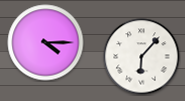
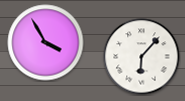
clock at (46, 43): 4:15 -> 3:55
